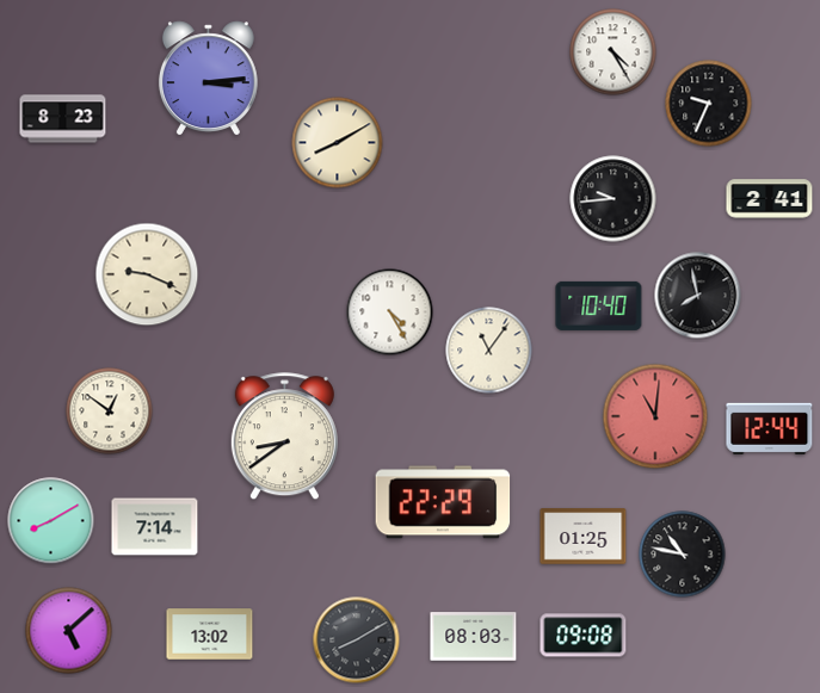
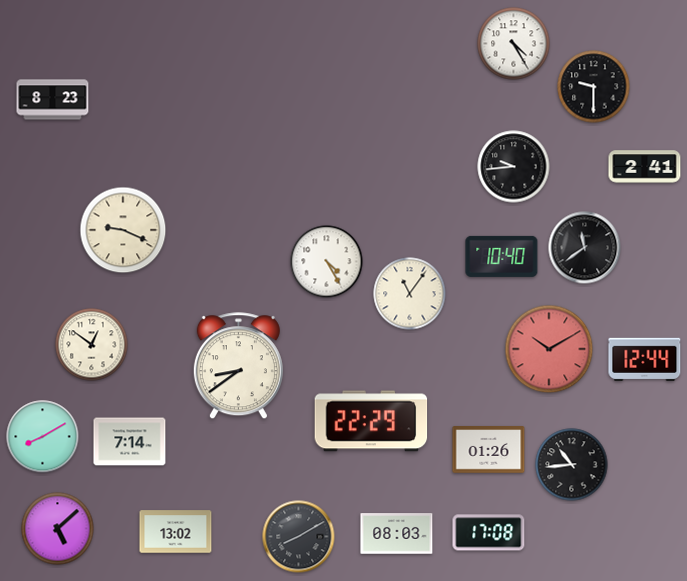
clock at (208, 79): 3:14 -> none
clock at (709, 104): 9:34 -> 9:30
clock at (338, 143): 8:10 -> none
clock at (698, 296): 7:58 -> 11:39
clock at (655, 416): 11:01 -> 10:10
clock at (584, 537): 01:25 -> 01:26
clock at (683, 555): 10:47 -> 10:44
clock at (584, 636): 09:08 -> 17:08
